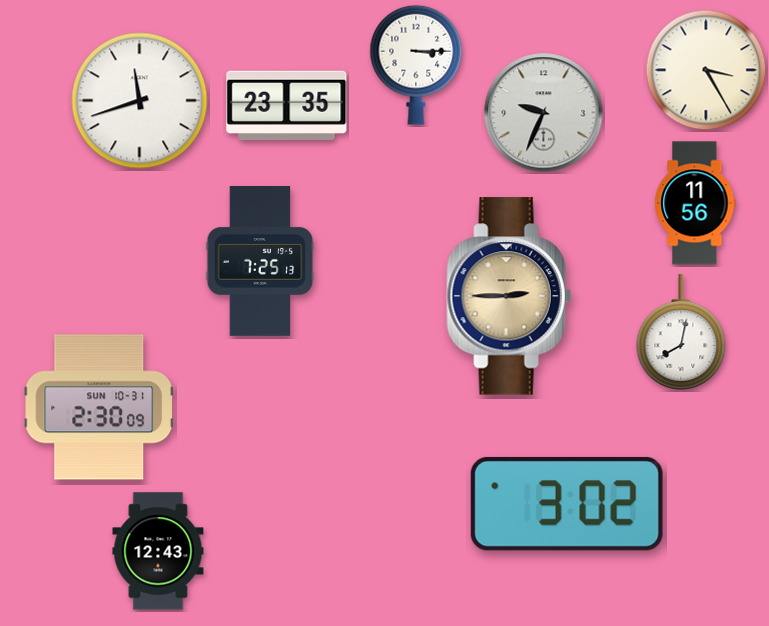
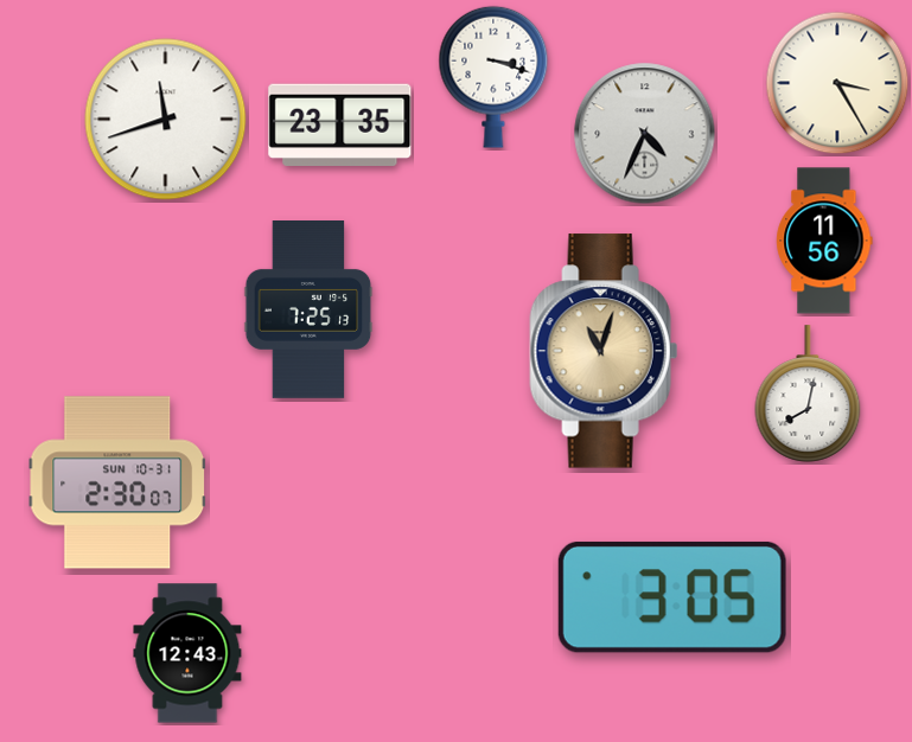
clock at (416, 65): 3:15 -> 3:18
clock at (544, 113): 9:34 -> 4:34
clock at (509, 296): 2:45 -> 11:03
clock at (99, 407): 2:30:09 -> 2:30:07
clock at (567, 504): 3:02 -> 3:05
